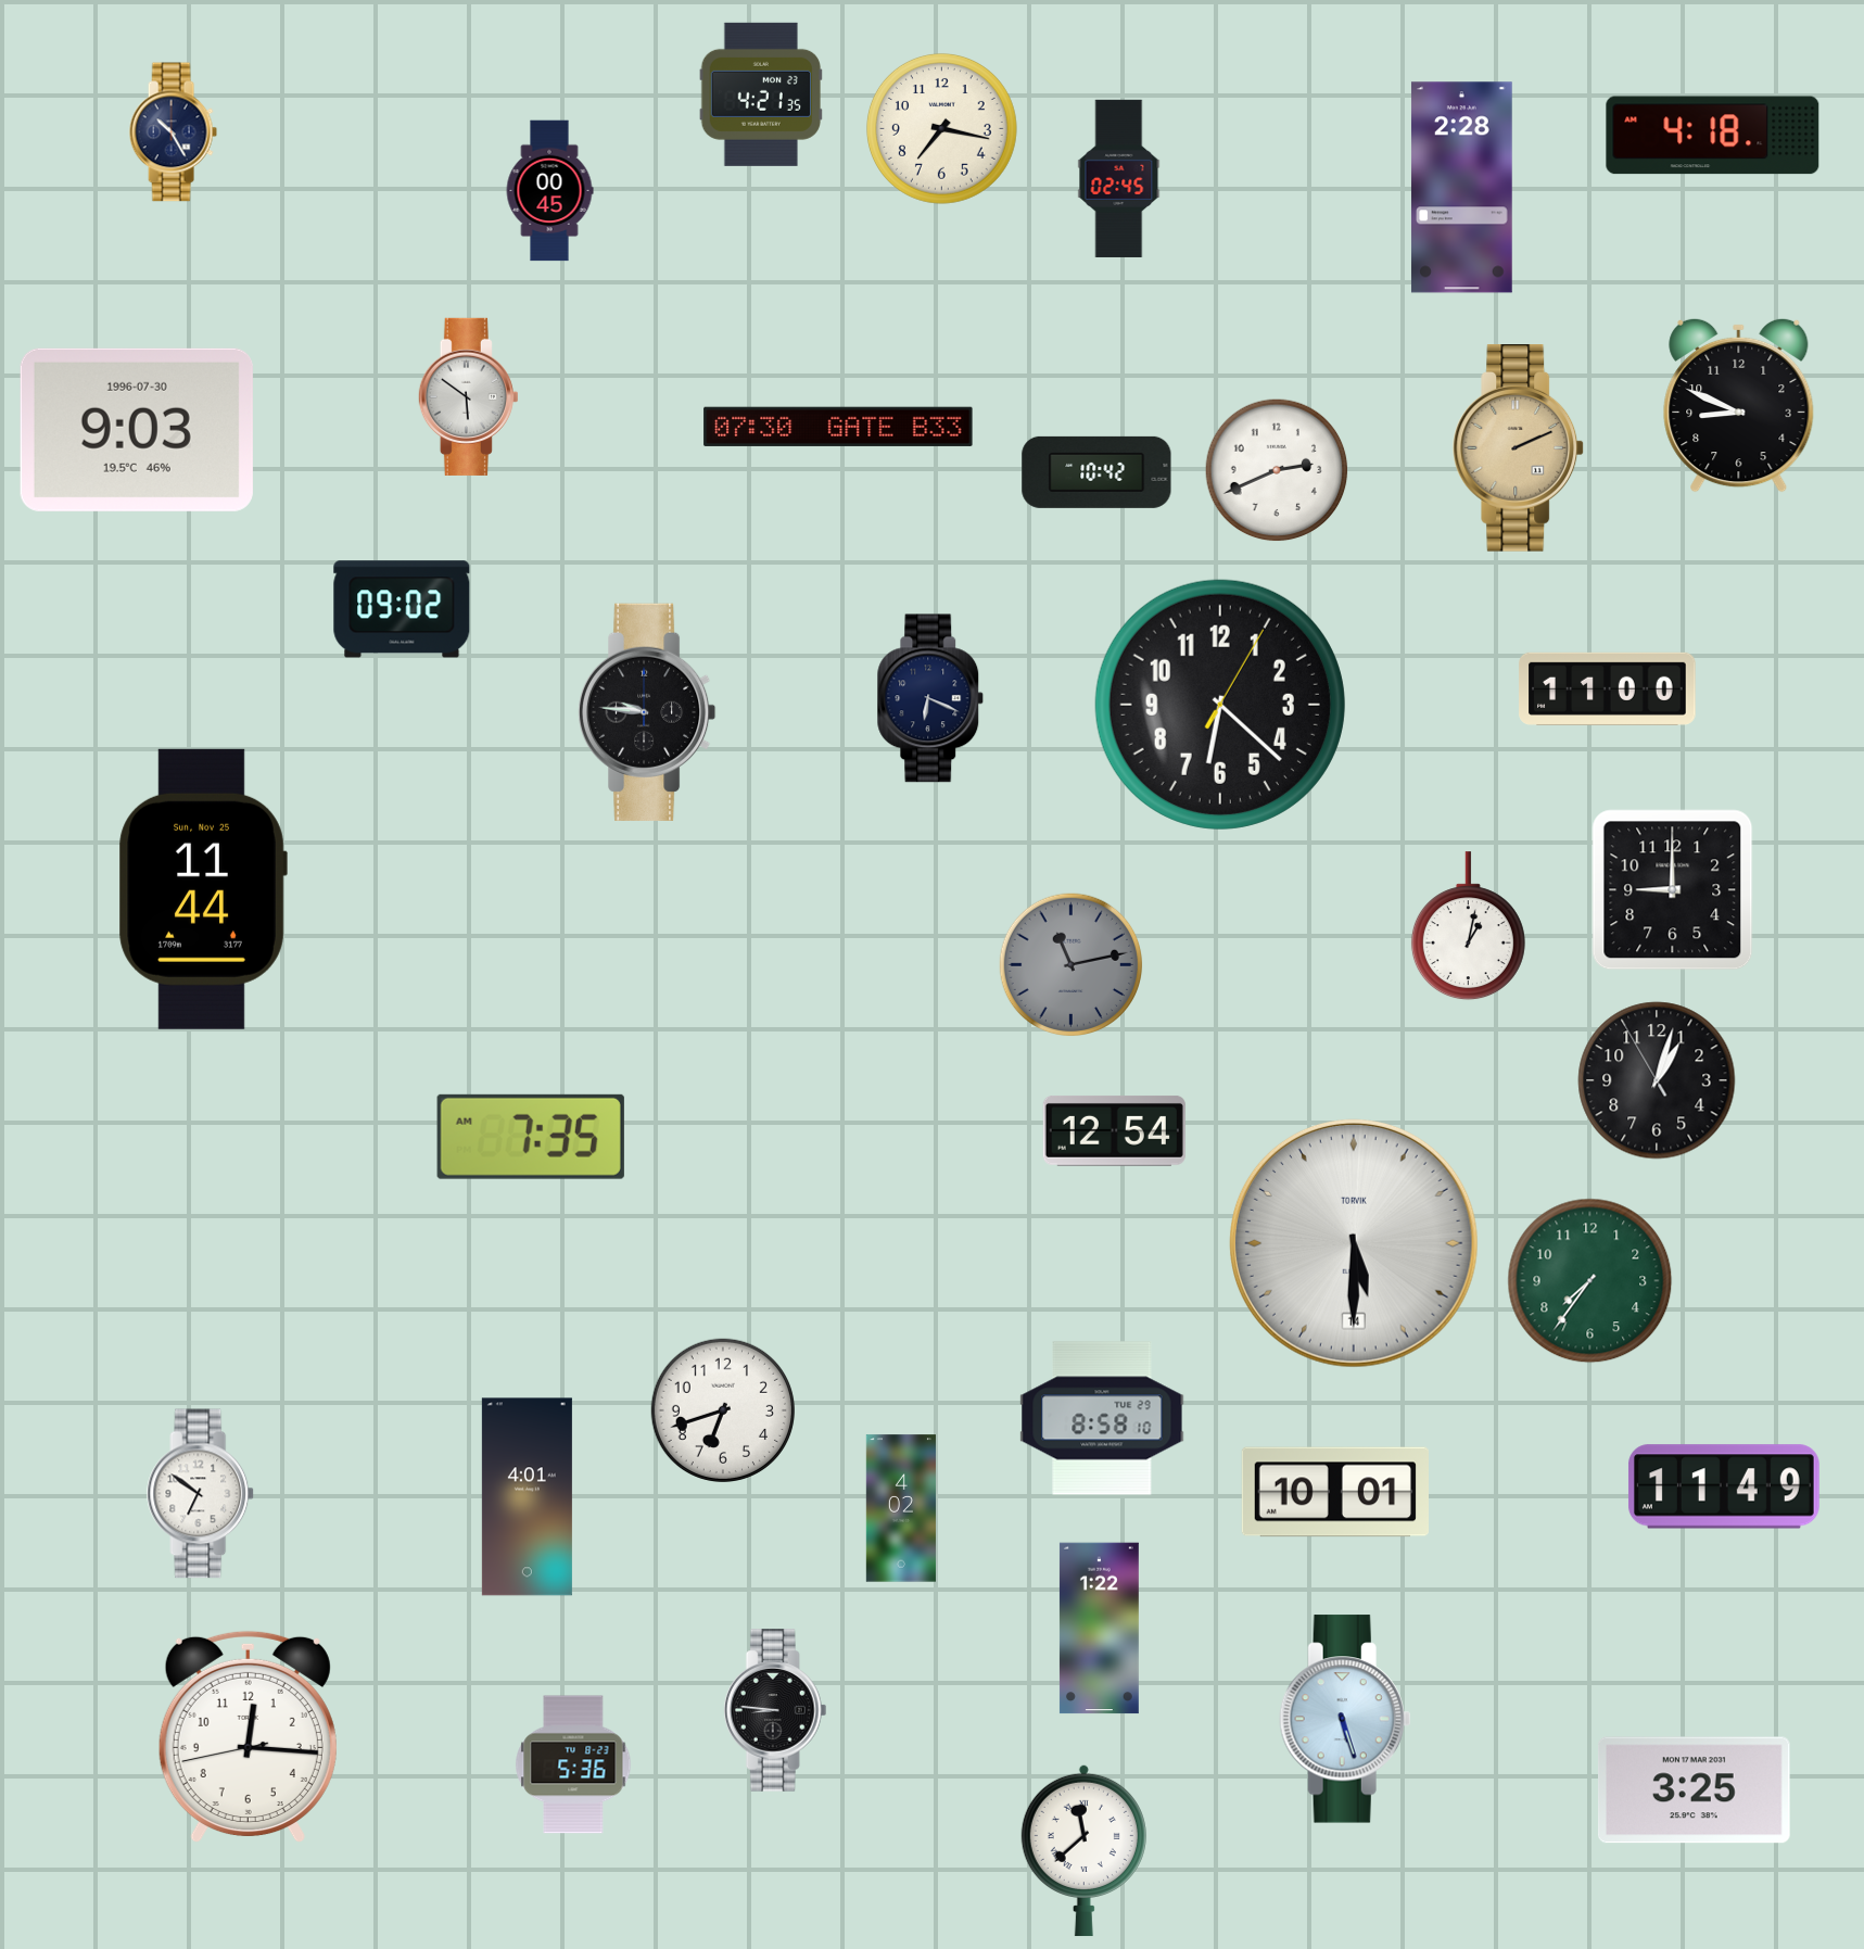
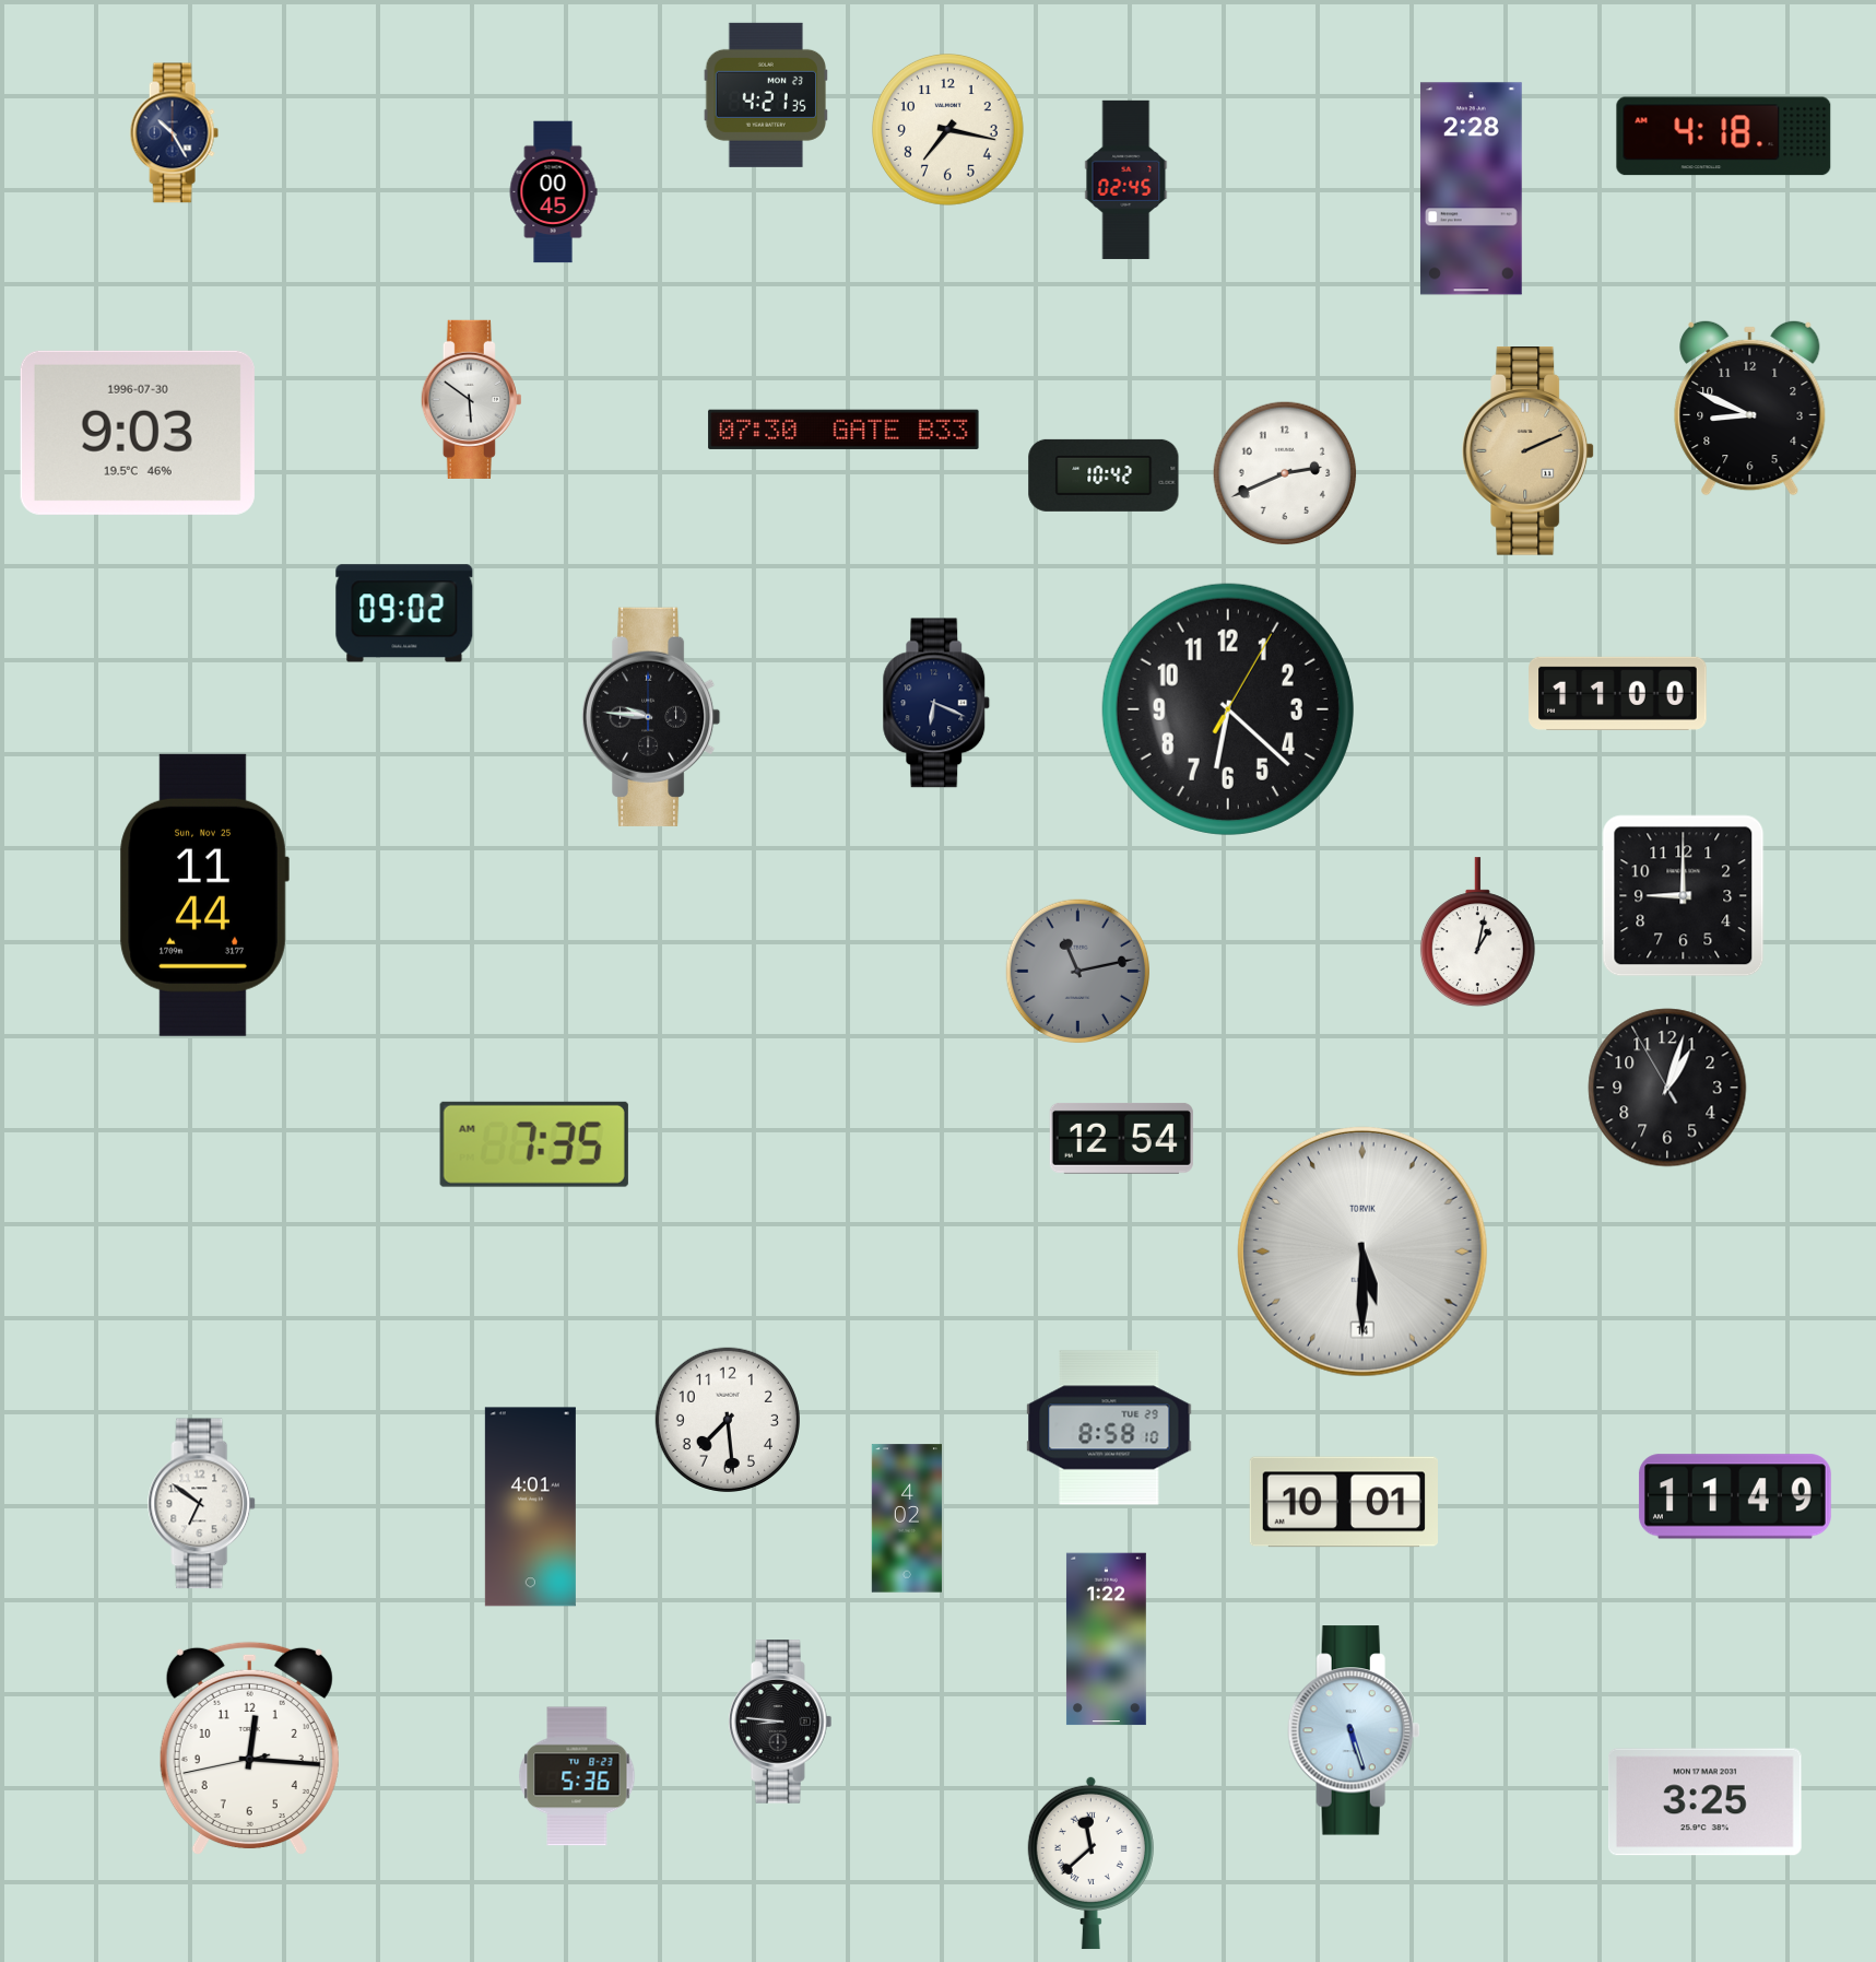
clock at (1590, 1281): 7:36 -> none
clock at (723, 1410): 6:42 -> 7:29
